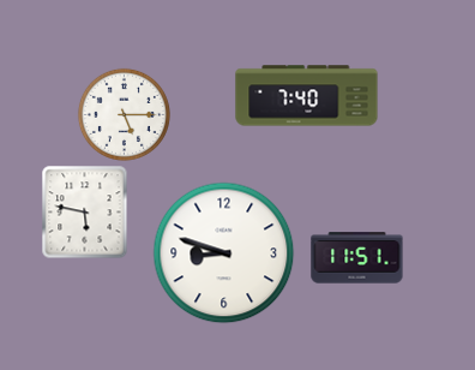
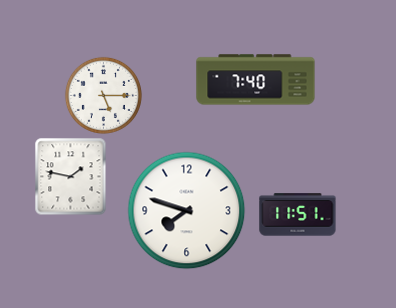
clock at (85, 211): 5:47 -> 1:47
clock at (224, 253): 8:48 -> 7:48
